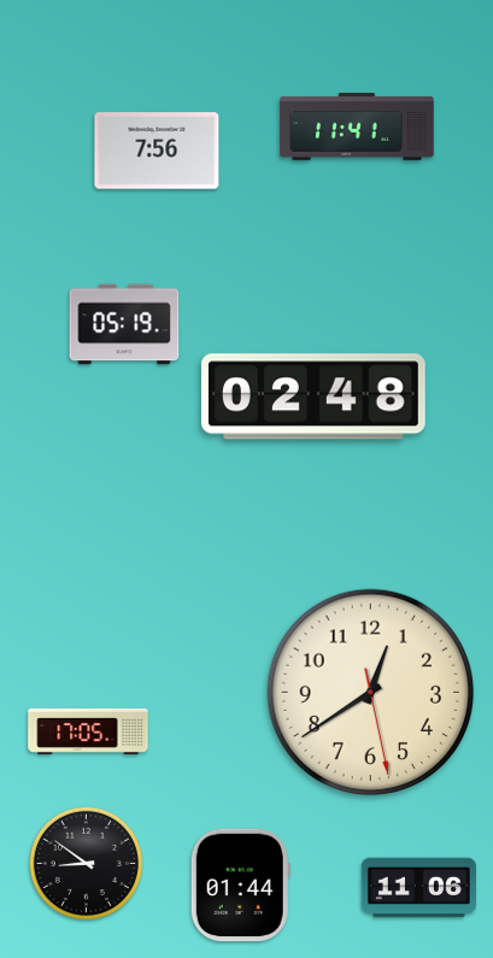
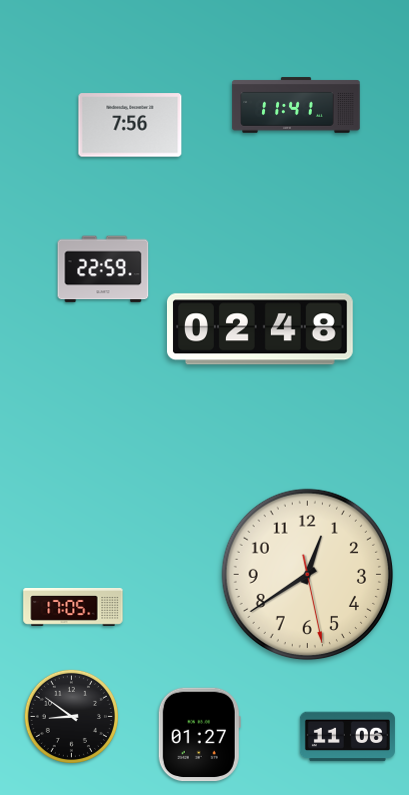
clock at (124, 324): 05:19 -> 22:59
clock at (240, 886): 01:44 -> 01:27
